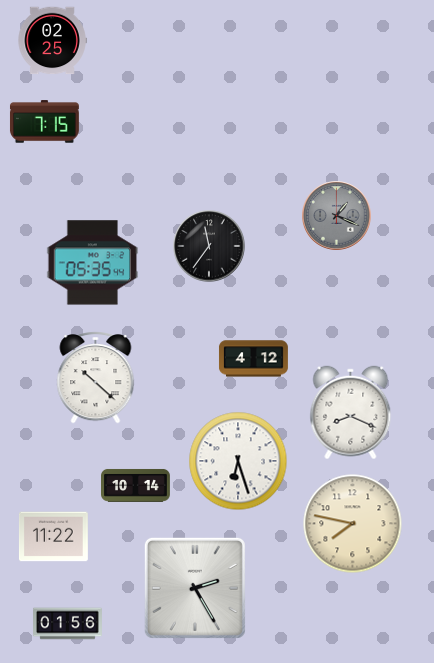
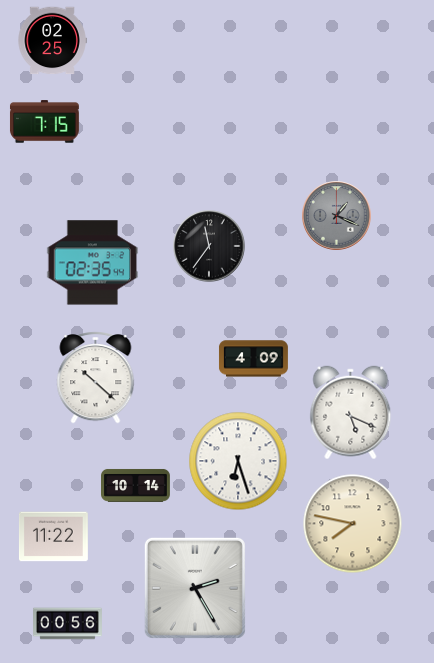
clock at (93, 263): 05:35 -> 02:35
clock at (253, 359): 4:12 -> 4:09
clock at (351, 413): 8:19 -> 5:19
clock at (68, 624): 01:56 -> 00:56
